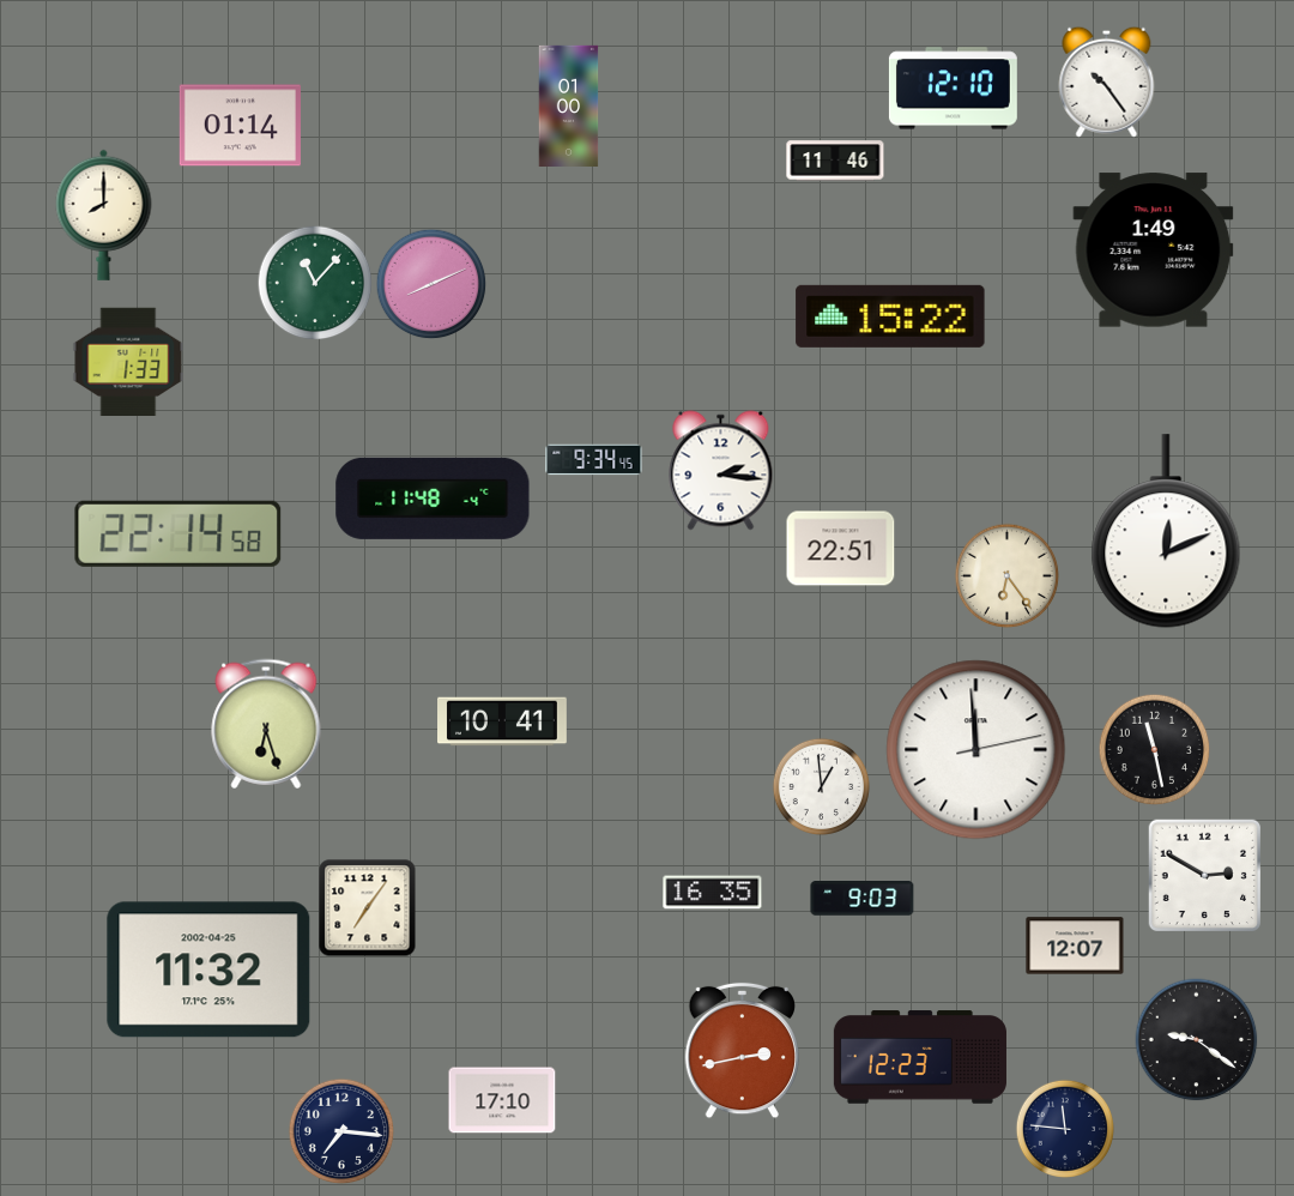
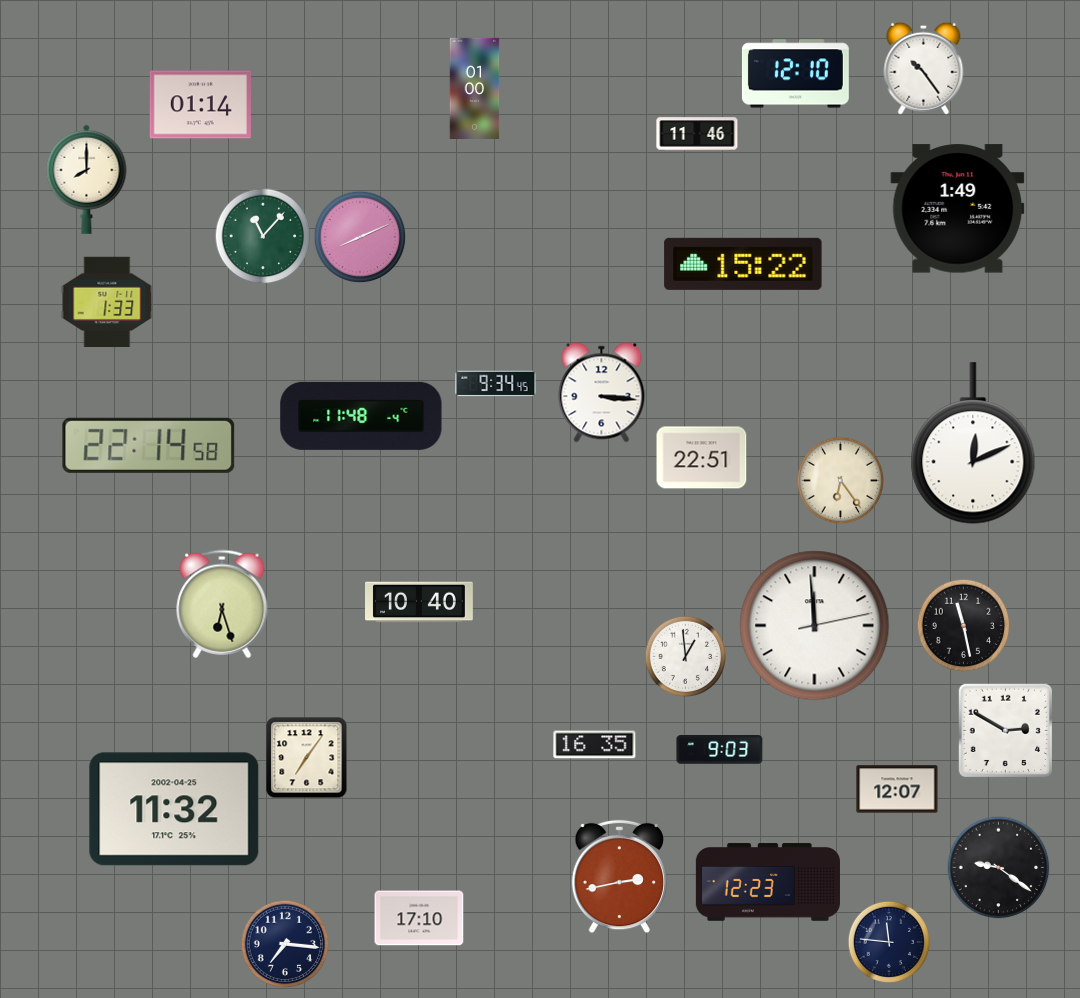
clock at (1154, 250) position: (1154, 250) -> (958, 209)
clock at (721, 471): 2:16 -> 3:16
clock at (503, 721): 10:41 -> 10:40
